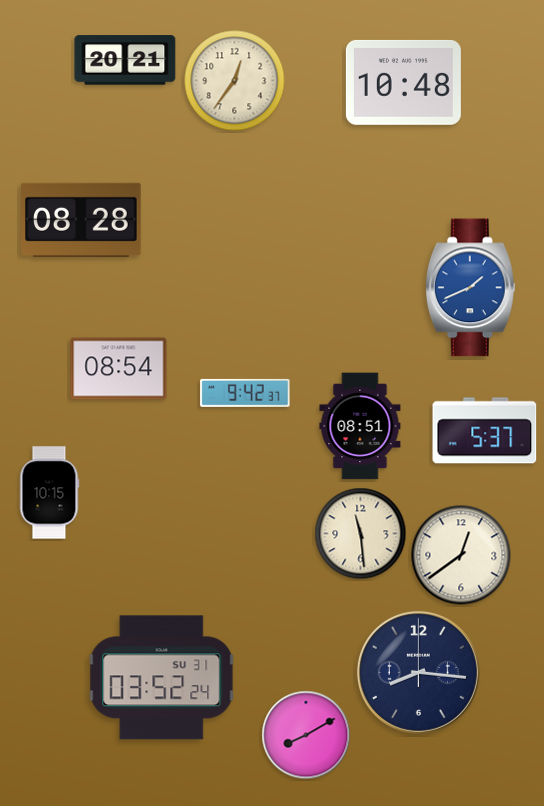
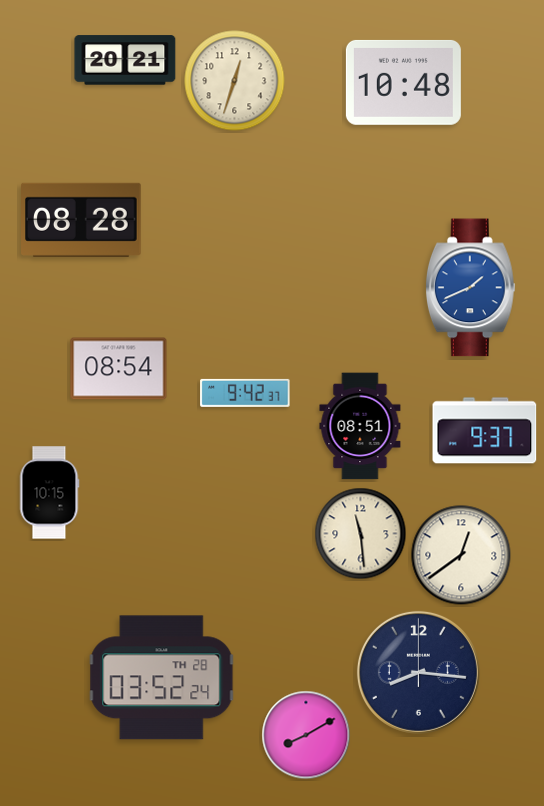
clock at (235, 81): 12:36 -> 12:33
clock at (485, 431): 5:37 -> 9:37
clock at (162, 678) date: SU 31 -> TH 28
